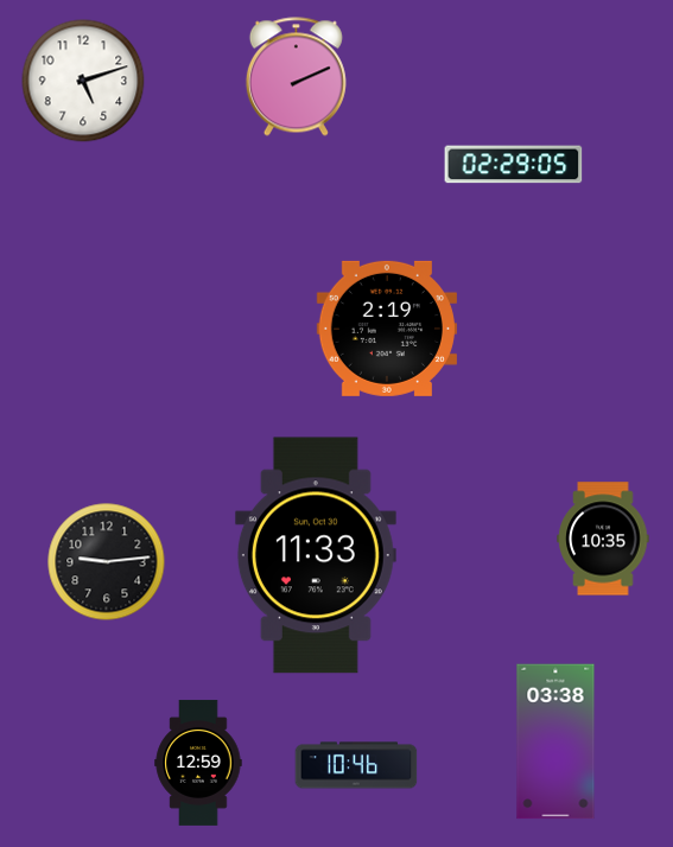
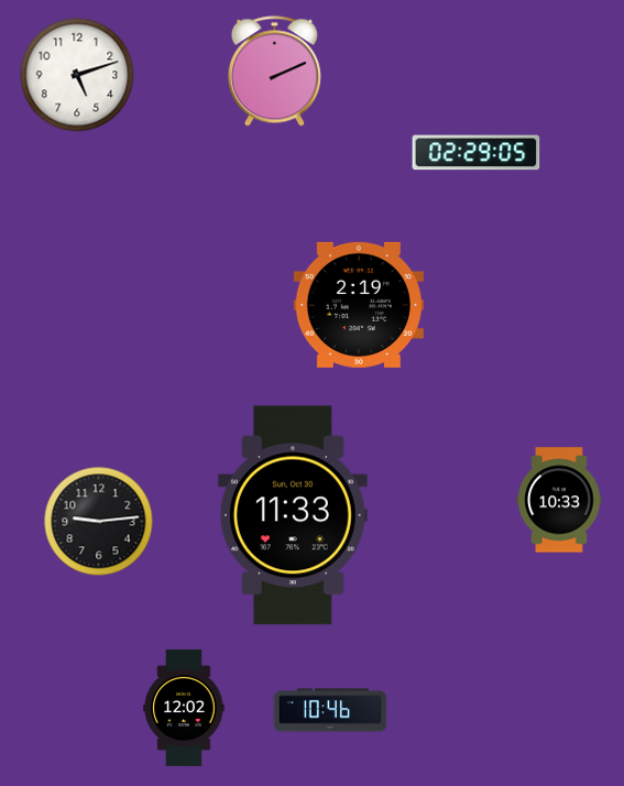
clock at (603, 539): 10:35 -> 10:33
clock at (555, 741): 03:38 -> none
clock at (198, 763): 12:59 -> 12:02
